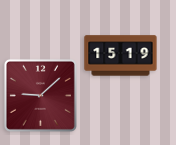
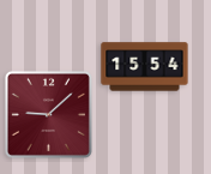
clock at (121, 56): 15:19 -> 15:54
